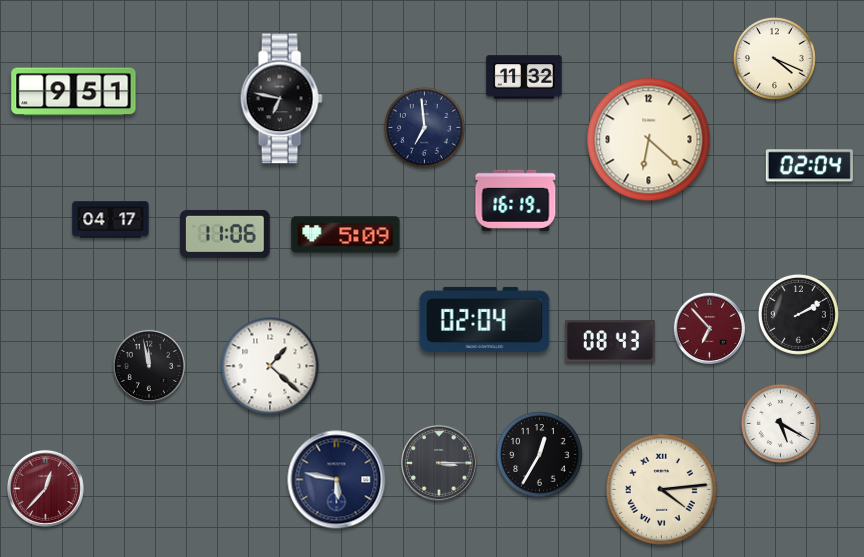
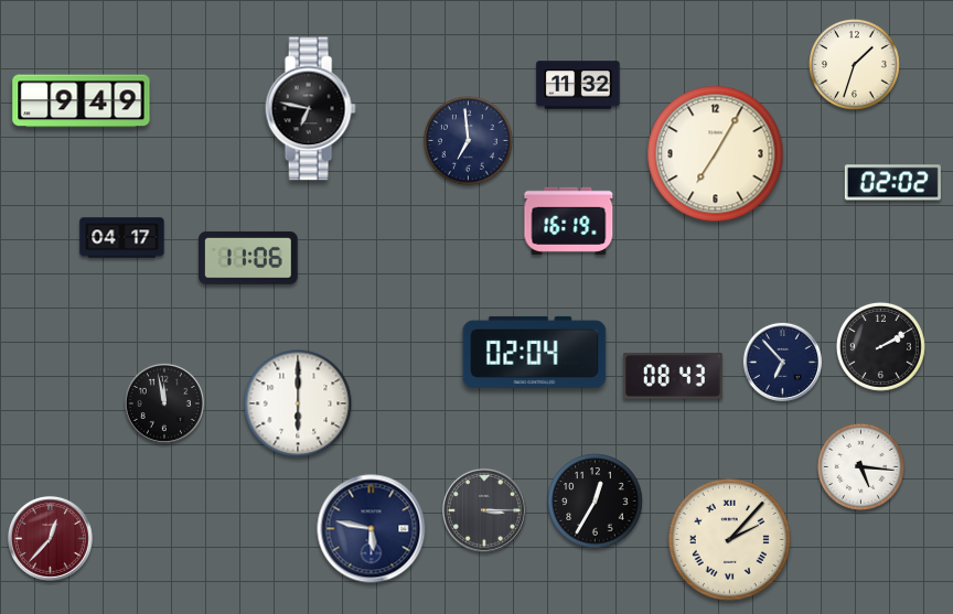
clock at (775, 59): 4:19 -> 1:33
clock at (74, 92): 9:51 -> 9:49
clock at (649, 140): 6:22 -> 7:05
clock at (809, 166): 02:04 -> 02:02
clock at (111, 220) position: (111, 220) -> (122, 238)
clock at (346, 235): 5:09 -> none
clock at (709, 328) dial: burgundy -> navy
clock at (270, 366): 1:22 -> 6:00
clock at (780, 423): 5:20 -> 5:16
clock at (661, 489): 4:14 -> 2:07
